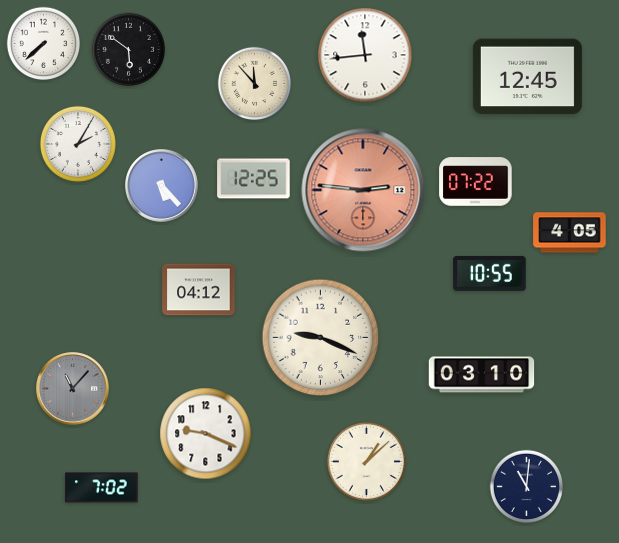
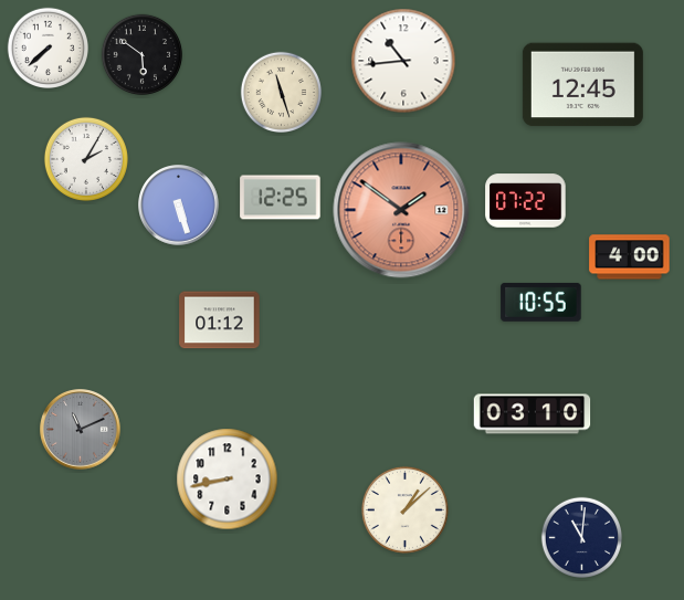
clock at (365, 55): 11:44 -> 10:44
clock at (254, 83): 11:53 -> 11:27
clock at (162, 186): 5:23 -> 5:27
clock at (363, 190): 2:46 -> 1:51
clock at (570, 233): 4:05 -> 4:00
clock at (199, 290): 04:12 -> 01:12
clock at (321, 338): 9:19 -> none
clock at (73, 389): 11:07 -> 11:11
clock at (206, 434): 9:19 -> 8:43
clock at (102, 488): 7:02 -> none
